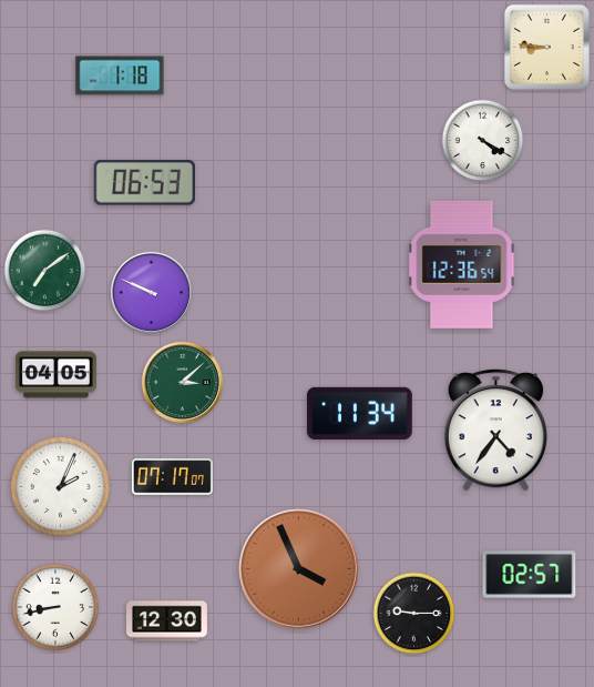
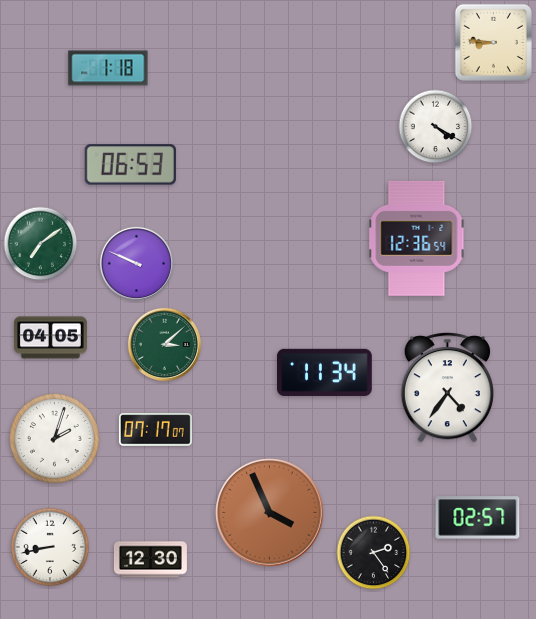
clock at (60, 486): 2:04 -> 2:03
clock at (414, 614): 9:15 -> 2:24
